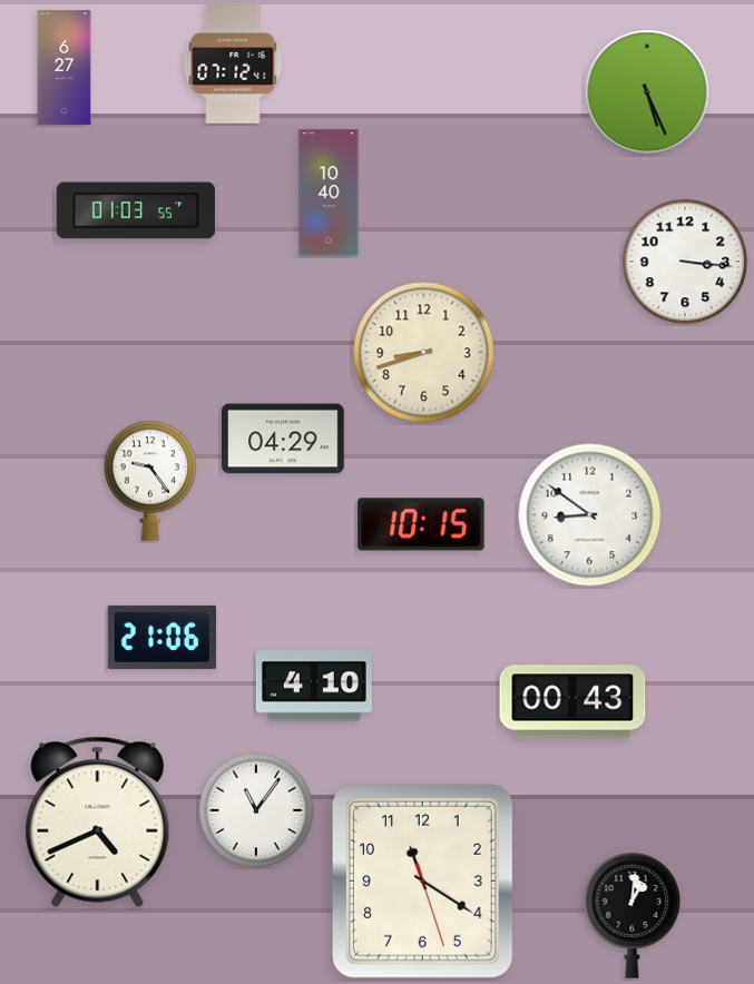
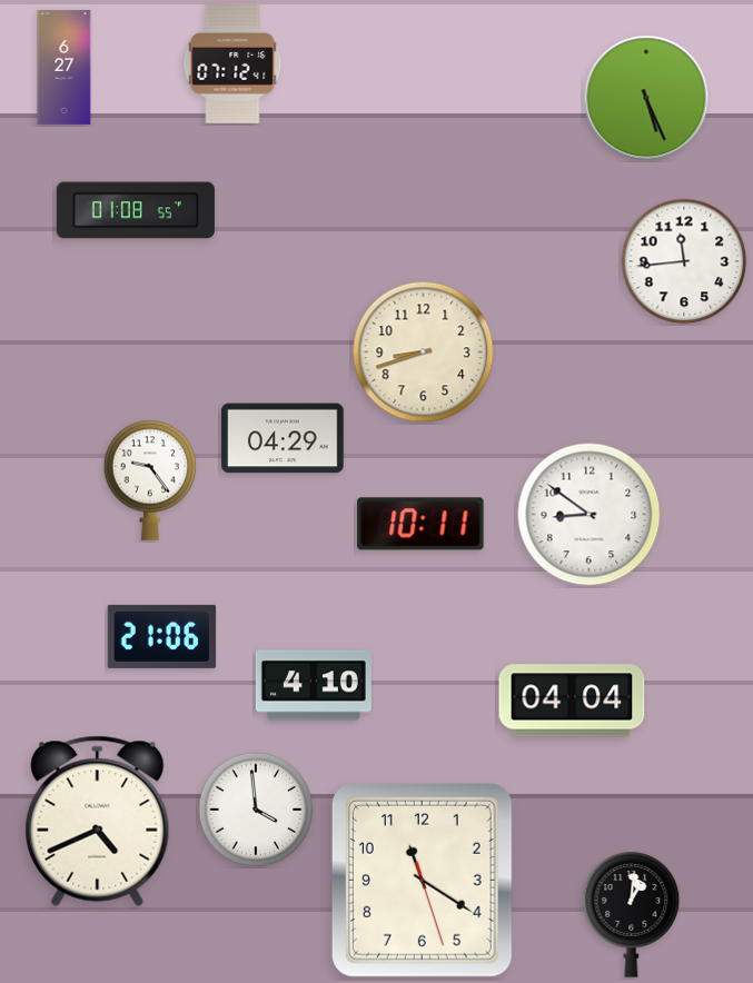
clock at (647, 92) position: (647, 92) -> (646, 98)
clock at (329, 193): 10:40 -> none
clock at (136, 210): 01:03 -> 01:08
clock at (685, 262): 3:16 -> 11:44
clock at (421, 524): 10:15 -> 10:11
clock at (572, 701): 00:43 -> 04:04
clock at (256, 810): 11:06 -> 3:59
